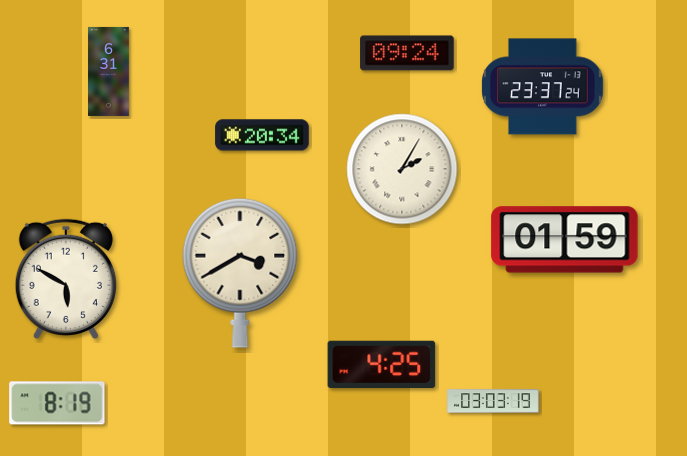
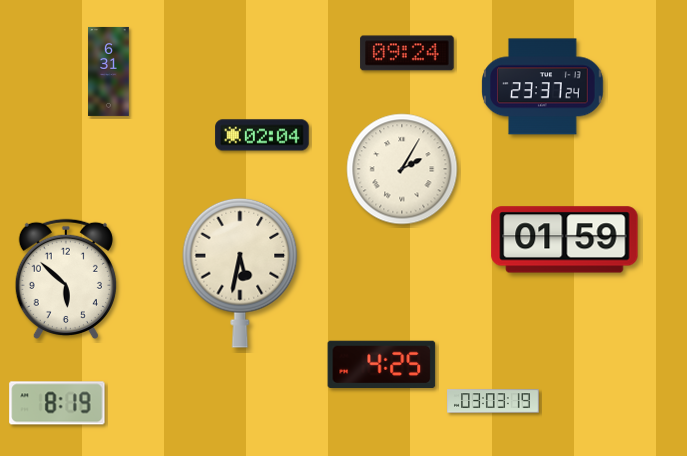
clock at (262, 135): 20:34 -> 02:04
clock at (240, 273): 3:40 -> 5:32
clock at (66, 278): 5:50 -> 5:52
